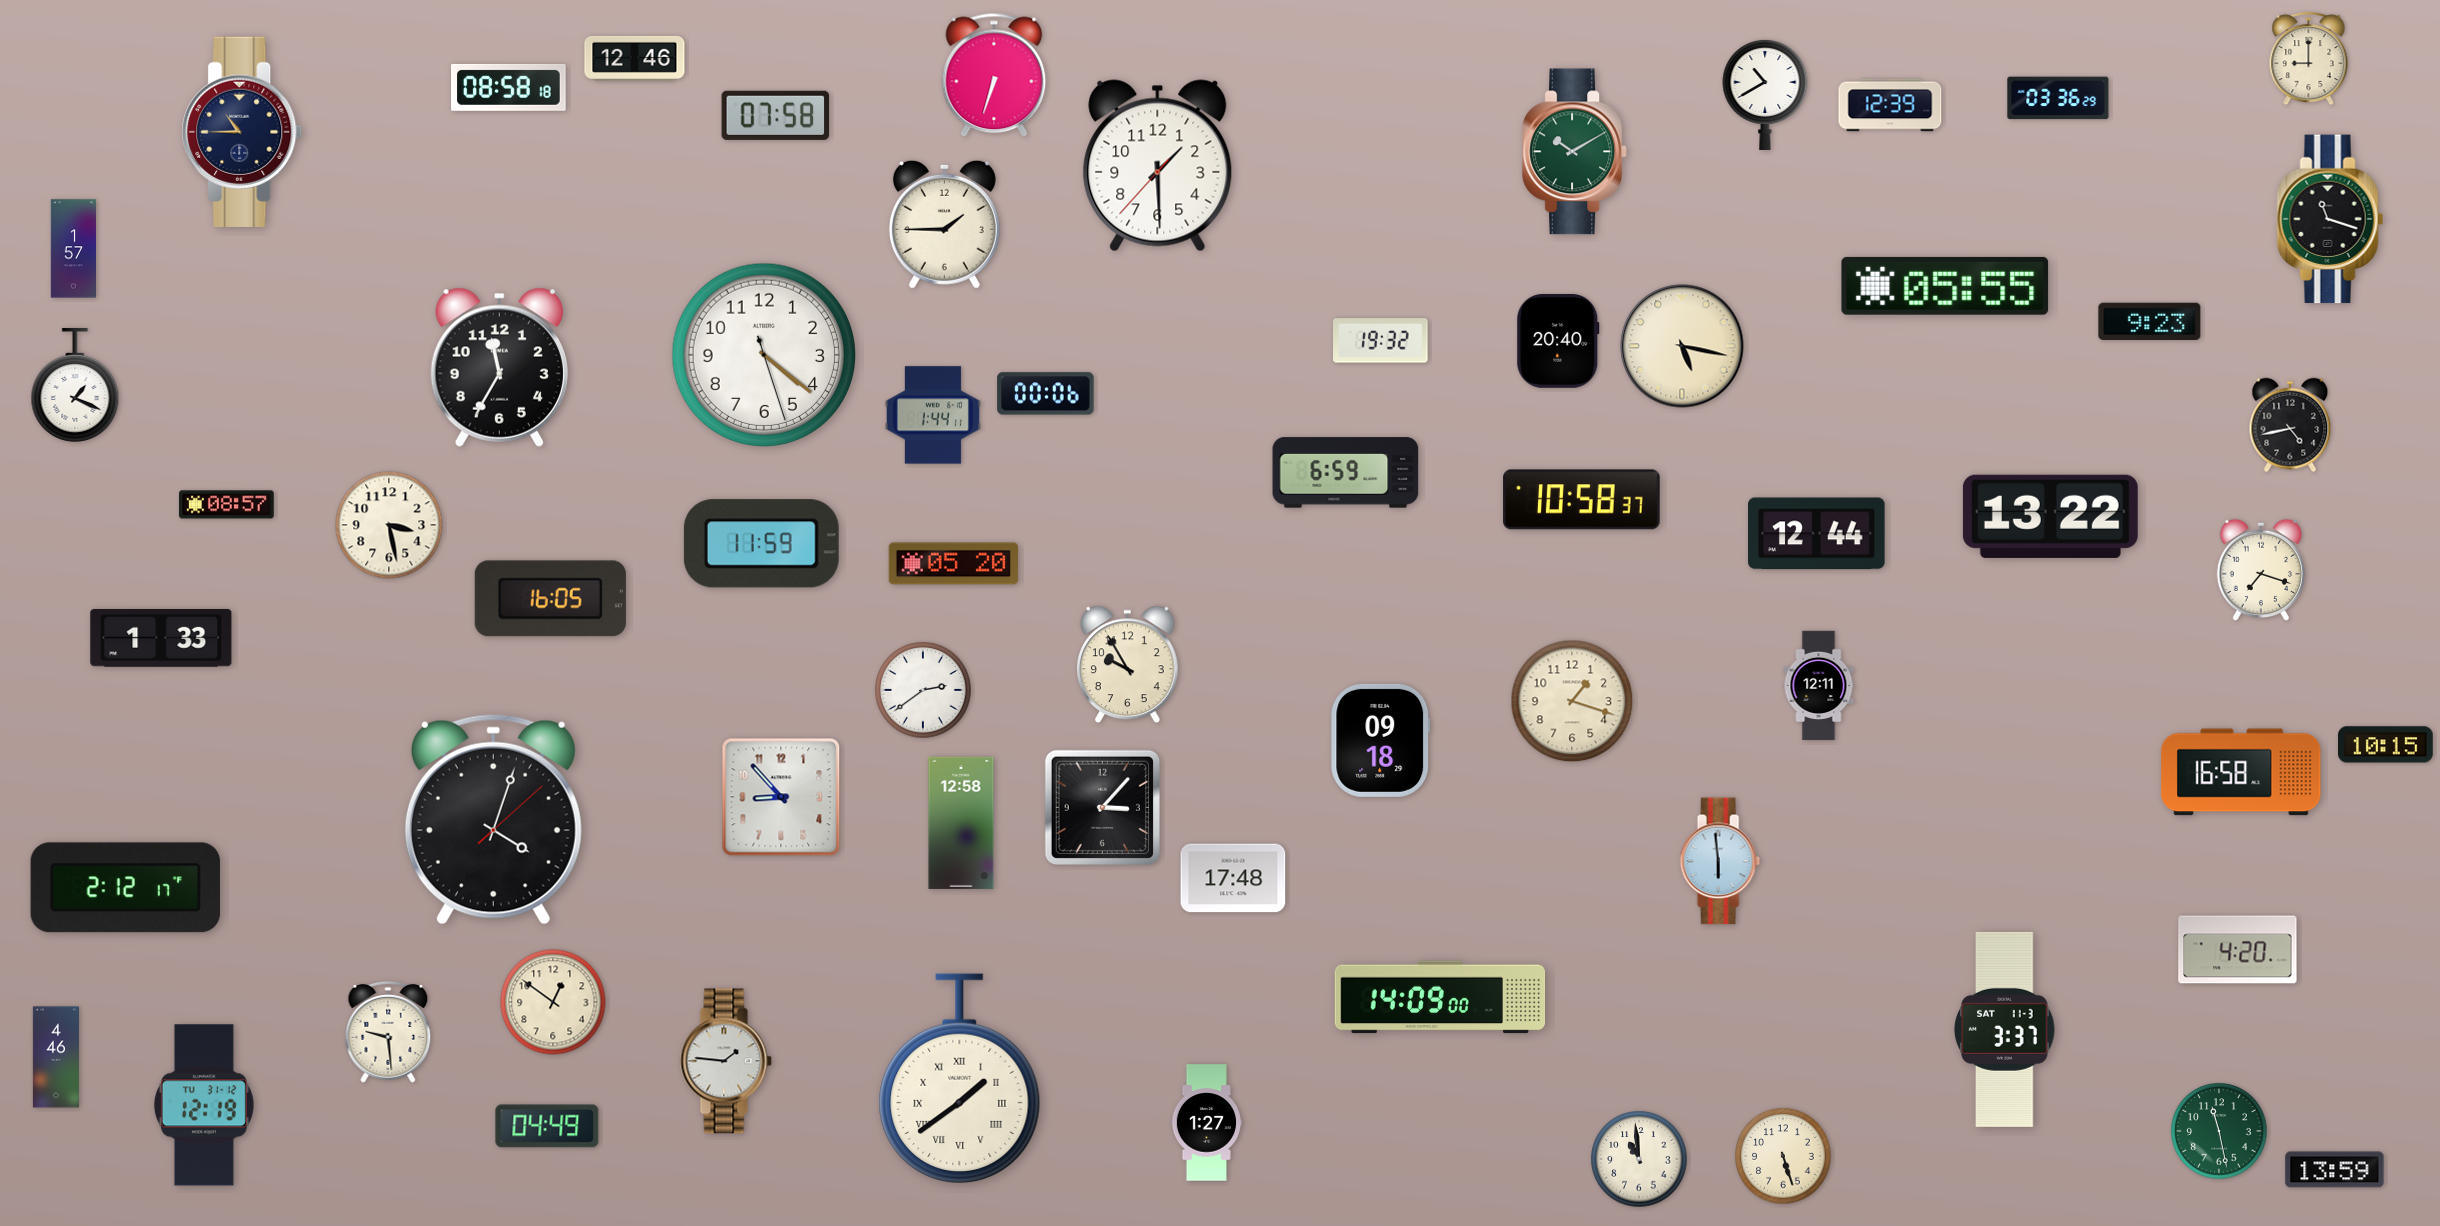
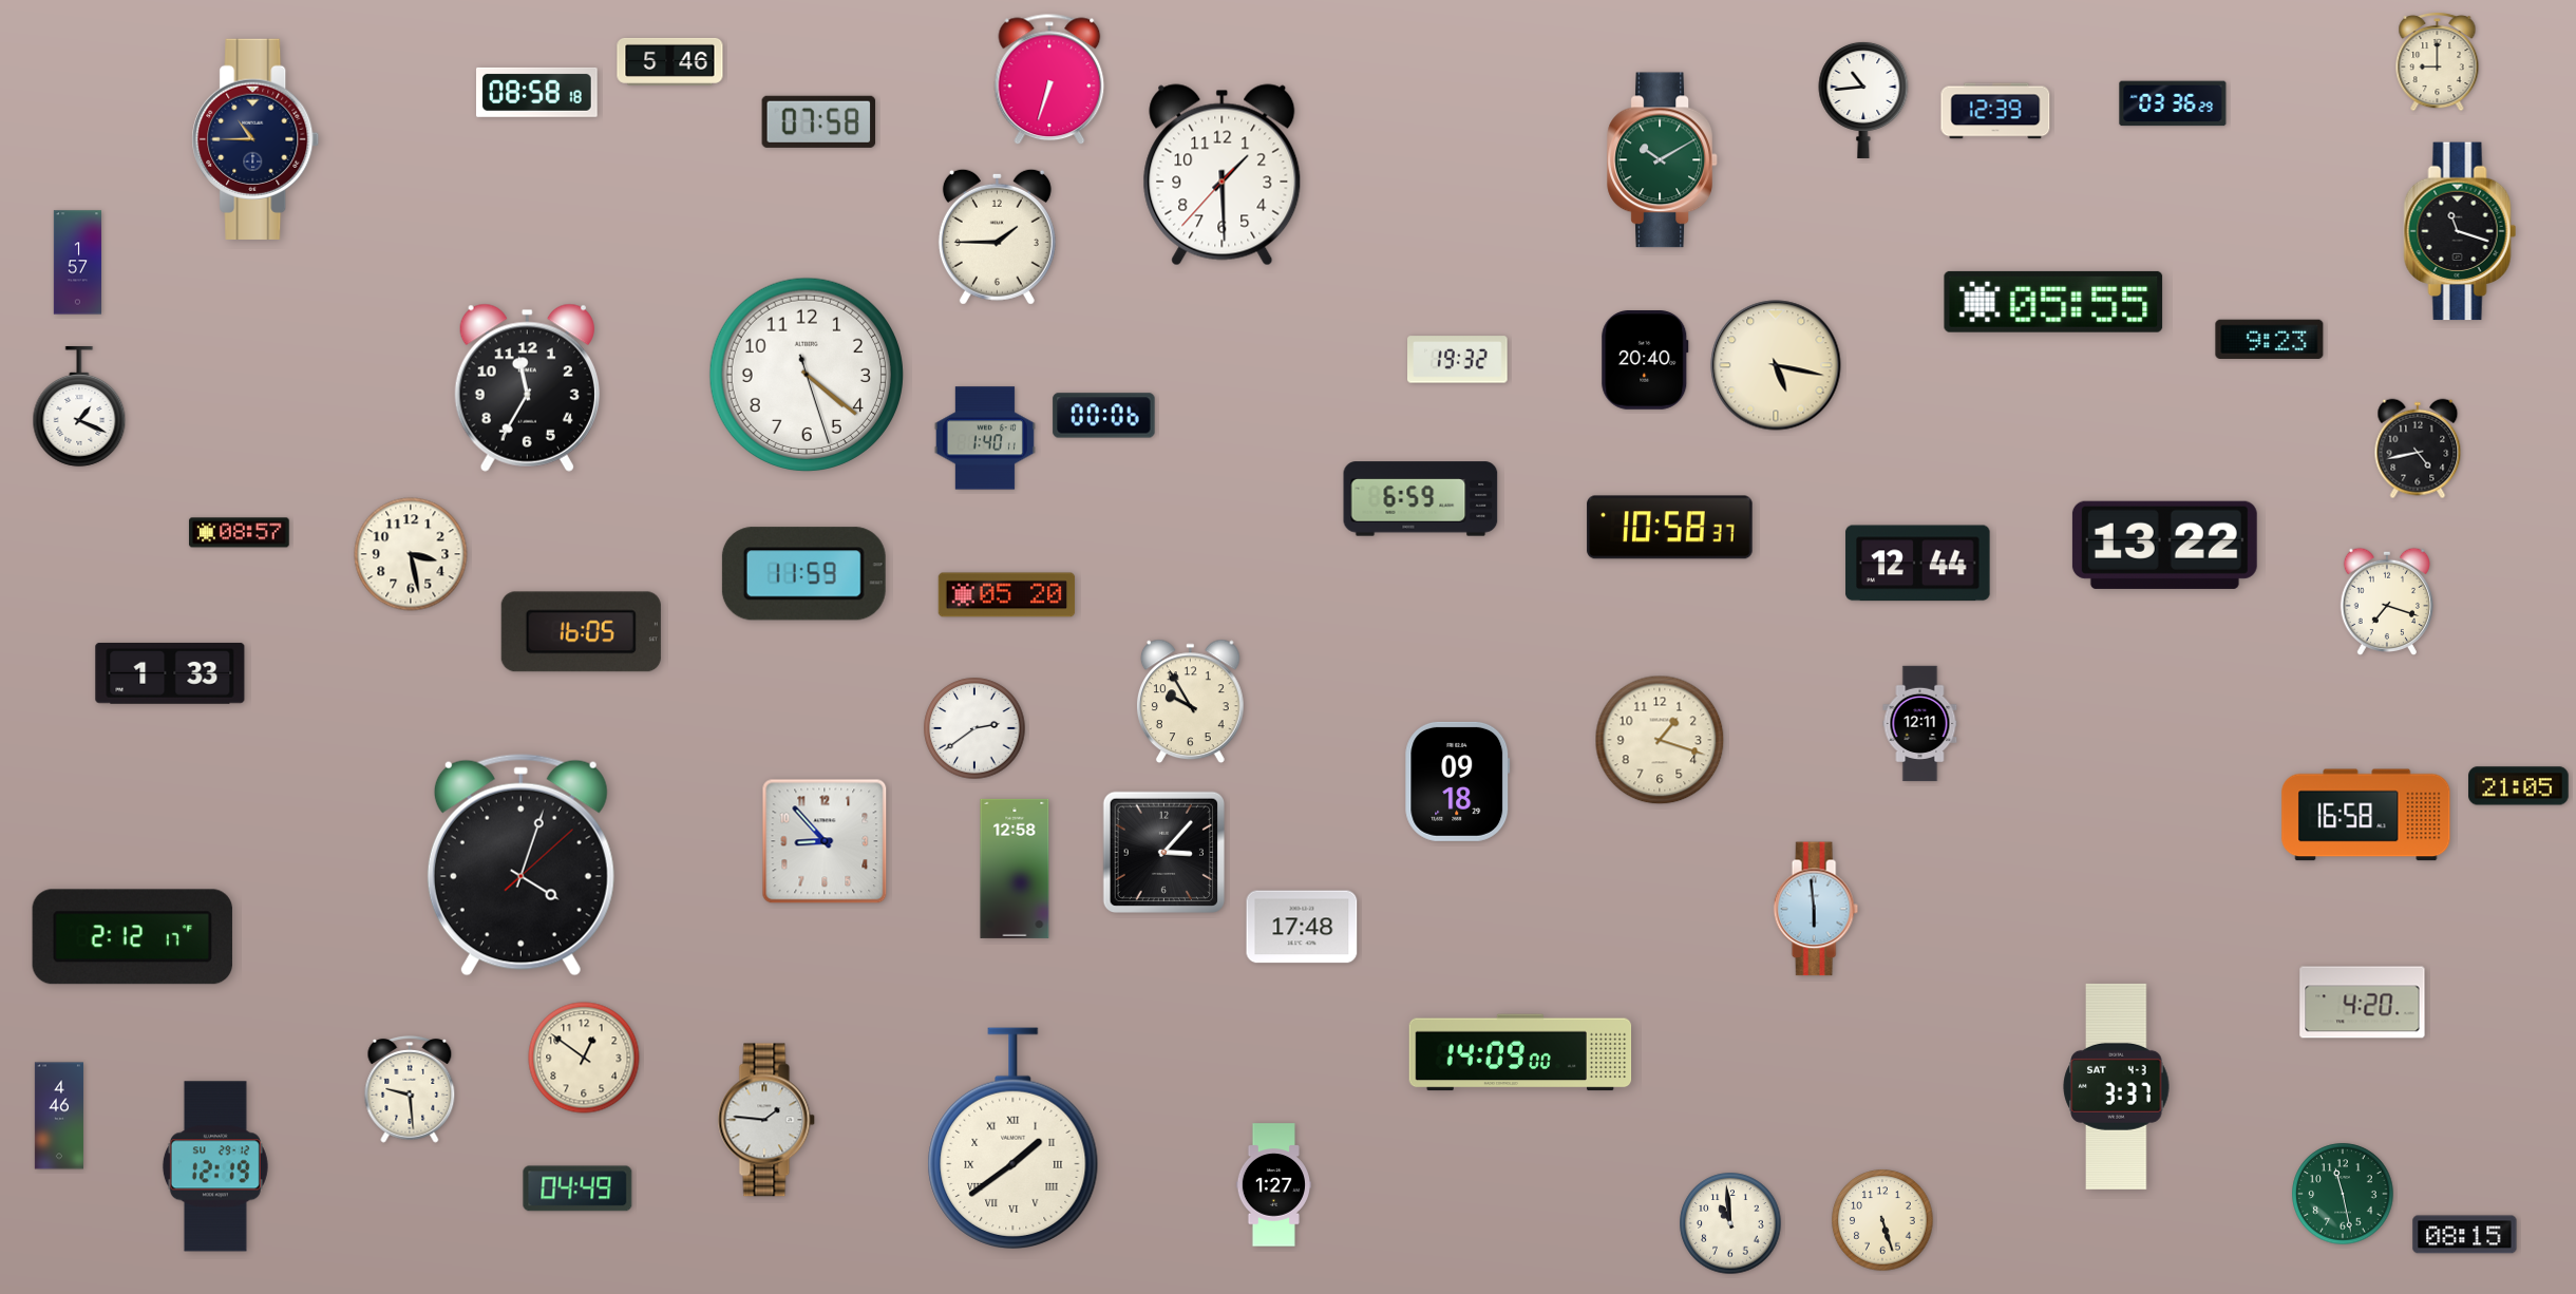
clock at (635, 58): 12:46 -> 5:46
clock at (1765, 94): 10:40 -> 10:44
clock at (933, 415): 1:44 -> 1:40
clock at (2386, 745): 10:15 -> 21:05
clock at (2005, 1029) date: SAT 11-3 -> SAT 4-3
clock at (204, 1105) date: TU 31-12 -> SU 29-12
clock at (2335, 1170): 13:59 -> 08:15
